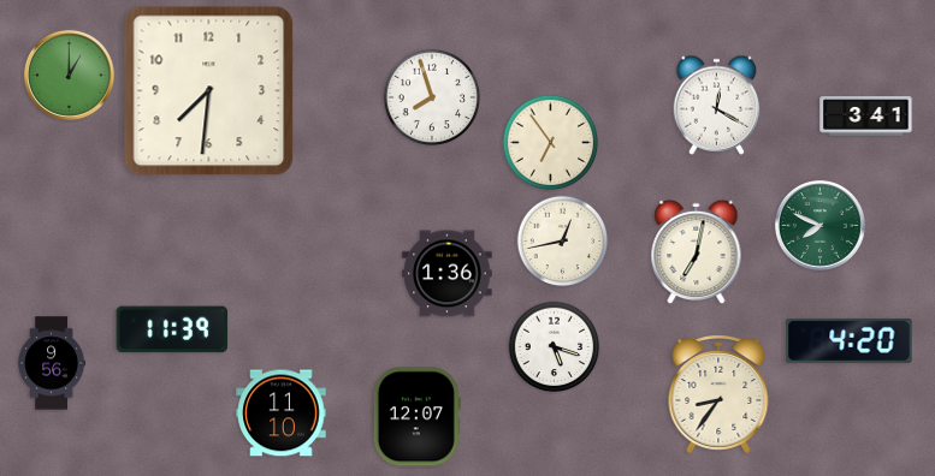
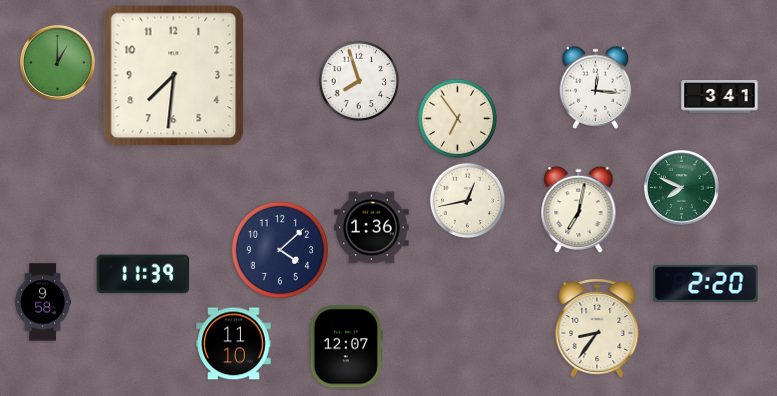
clock at (717, 105): 12:20 -> 12:16
clock at (280, 250): none -> 4:08
clock at (850, 340): 4:20 -> 2:20
clock at (555, 347): 5:18 -> none
clock at (52, 363): 9:56 -> 9:58
